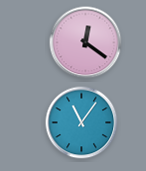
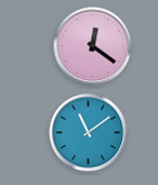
clock at (82, 123): 11:06 -> 11:09
